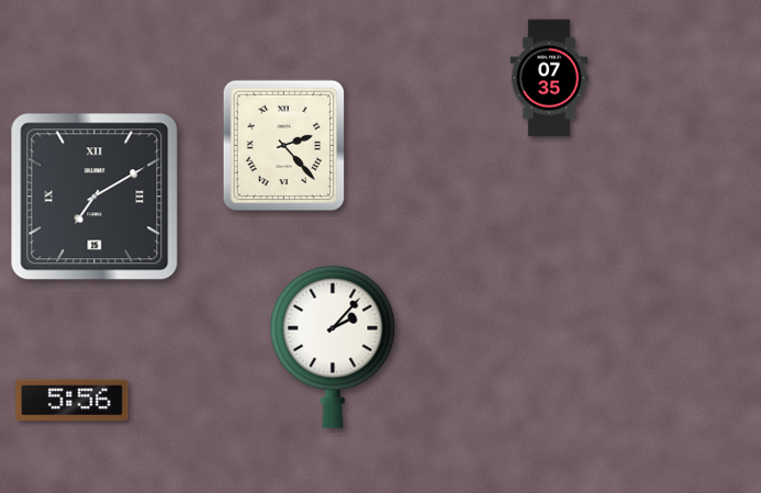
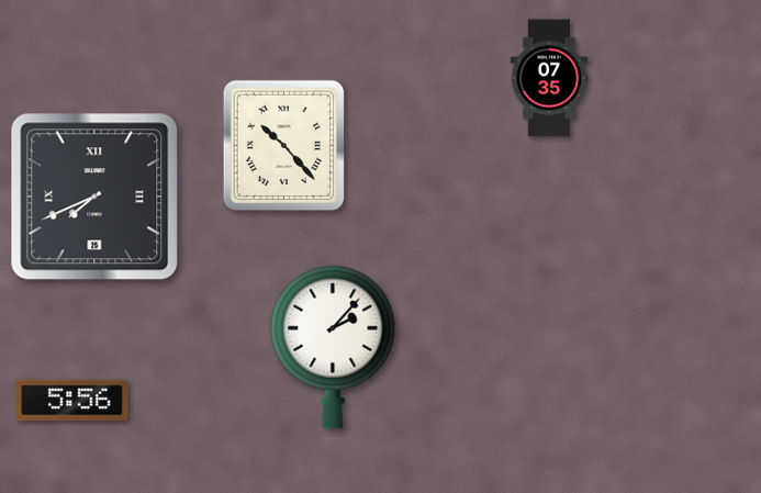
clock at (284, 146): 2:23 -> 10:23
clock at (94, 197): 7:10 -> 7:41
